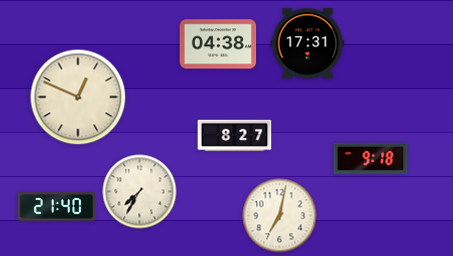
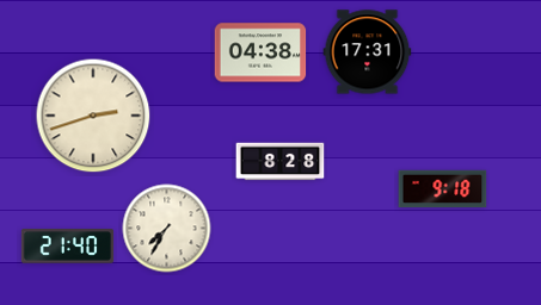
clock at (78, 97): 12:49 -> 2:42
clock at (235, 136): 8:27 -> 8:28
clock at (280, 216): 7:02 -> none
